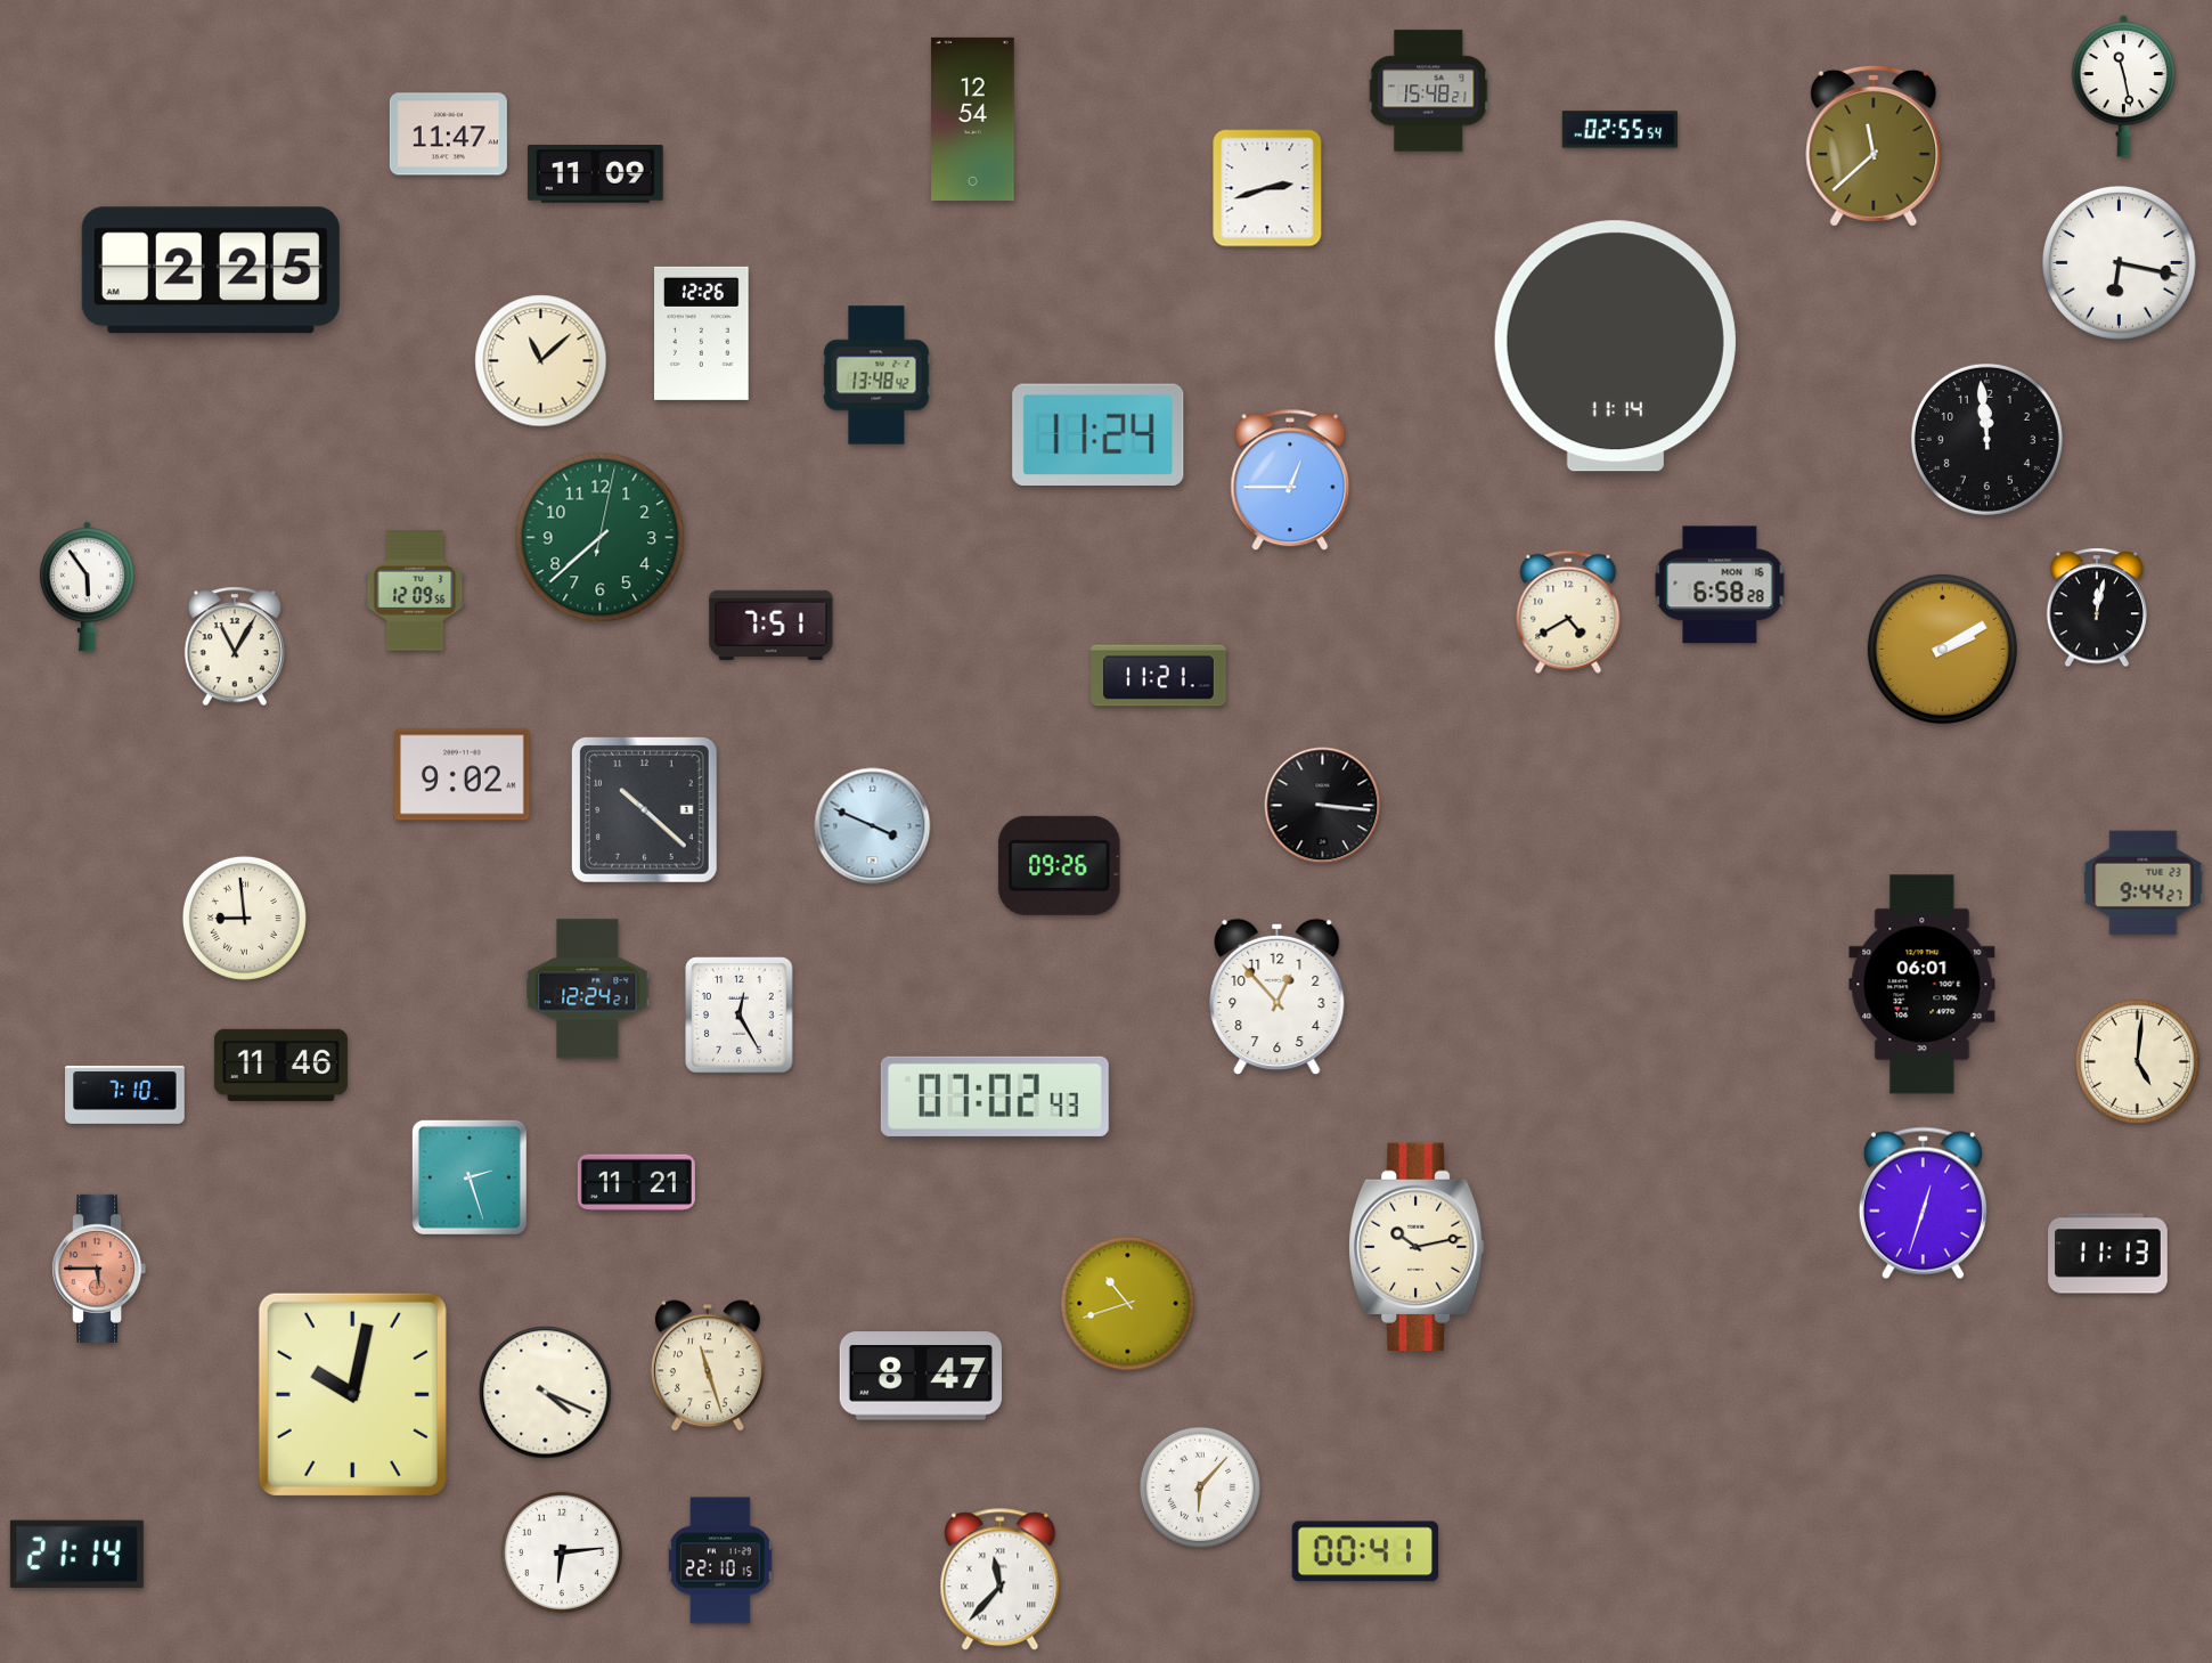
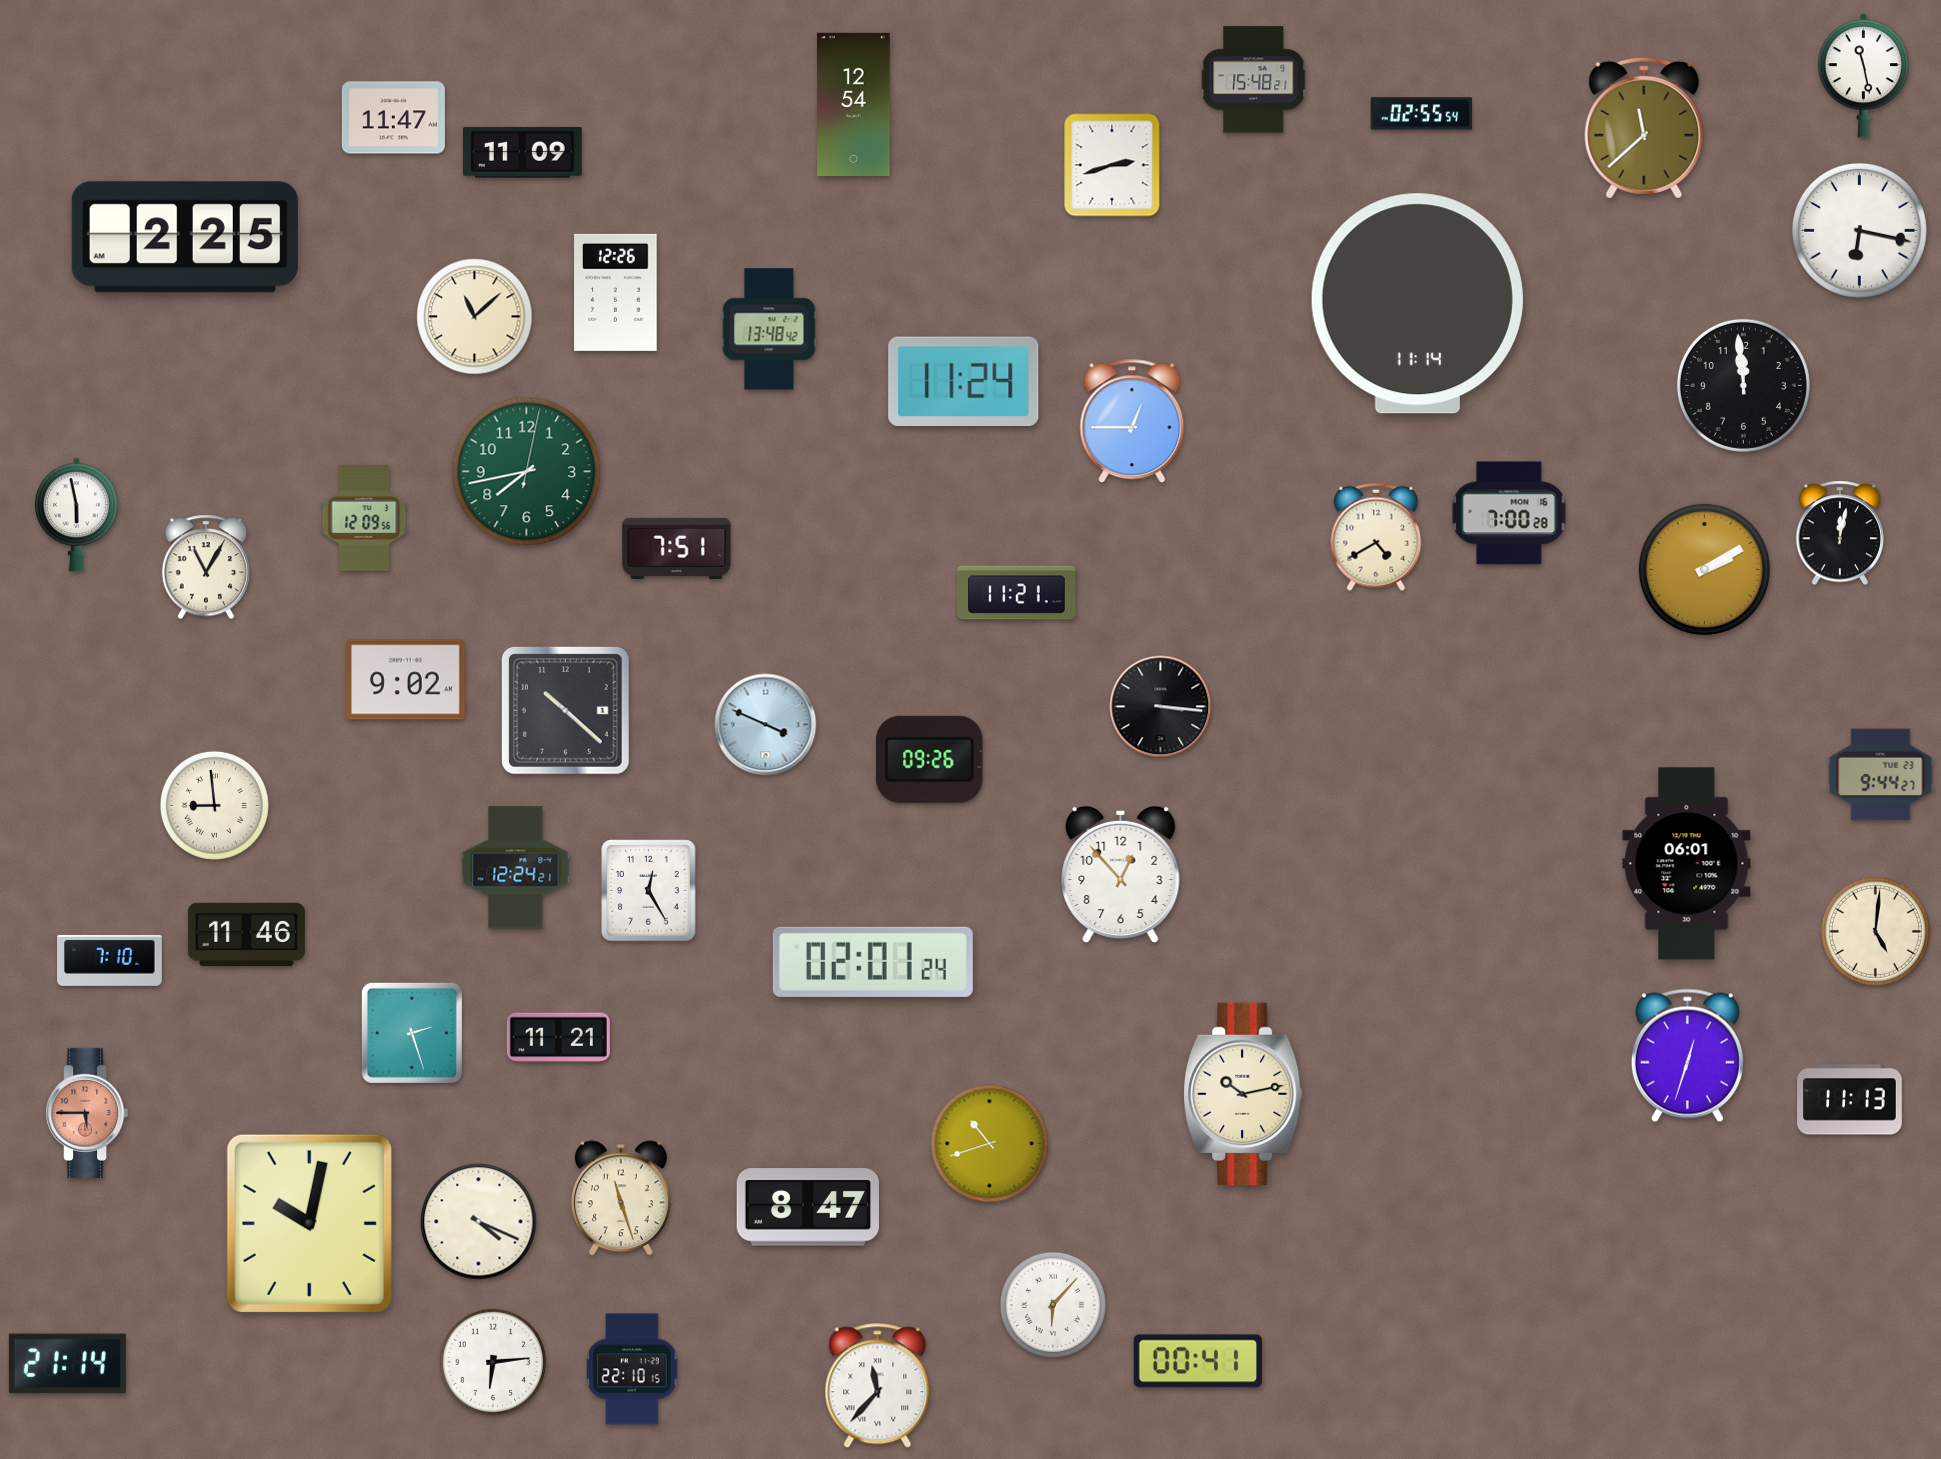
clock at (601, 538): 7:38 -> 7:43
clock at (1720, 585): 6:58 -> 7:00
clock at (87, 587): 5:54 -> 5:58
clock at (995, 1097): 07:02 -> 02:01
